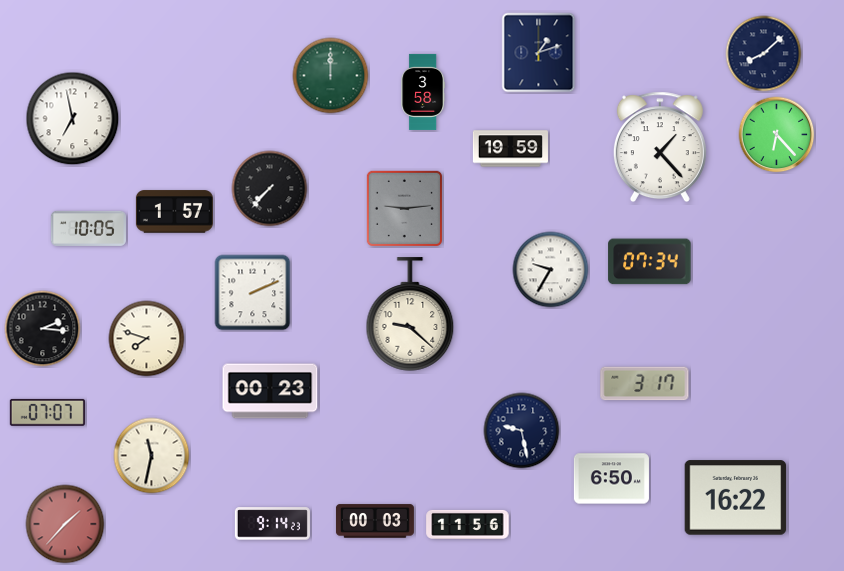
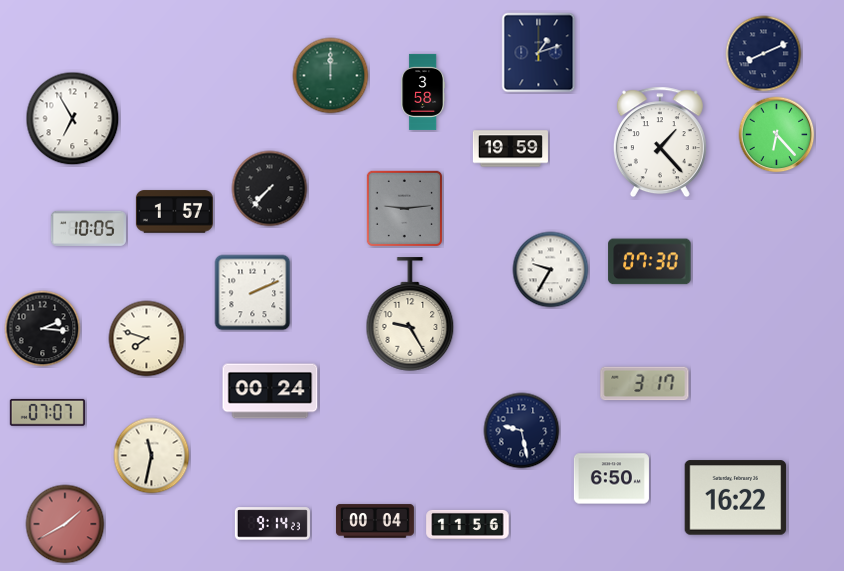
clock at (764, 54): 8:08 -> 8:11
clock at (73, 119): 6:58 -> 6:55
clock at (660, 147) position: (660, 147) -> (660, 142)
clock at (650, 262): 07:34 -> 07:30
clock at (410, 314): 9:22 -> 9:25
clock at (270, 391): 00:23 -> 00:24
clock at (375, 521): 00:03 -> 00:04
clock at (65, 524): 1:37 -> 1:40
